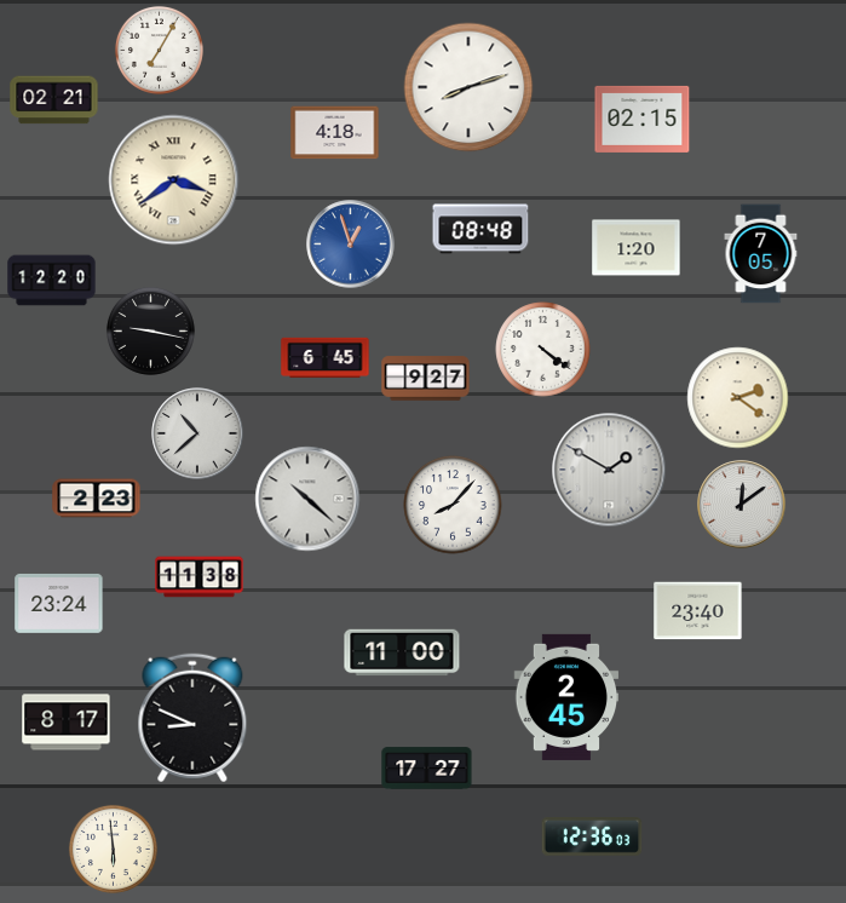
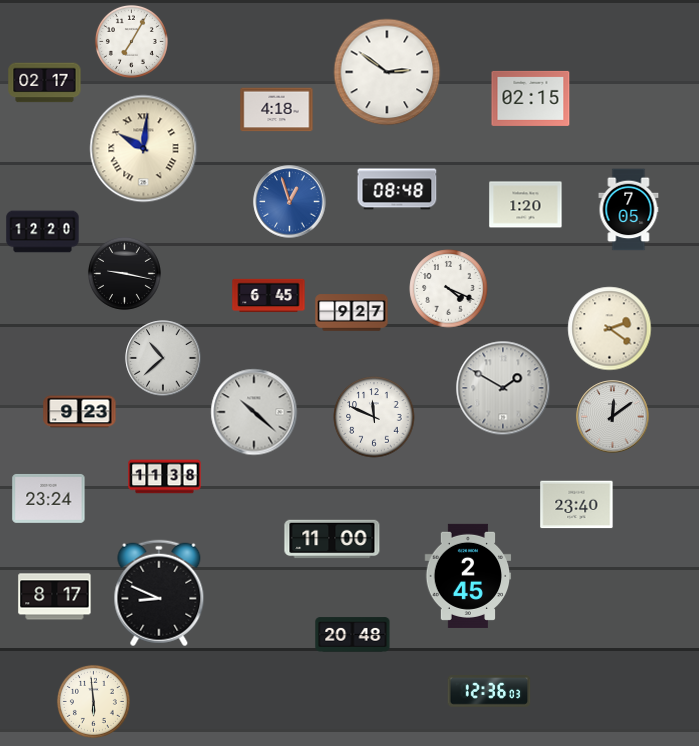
clock at (468, 87): 8:12 -> 2:51
clock at (54, 100): 02:21 -> 02:17
clock at (174, 180): 3:39 -> 10:01
clock at (543, 350): 4:21 -> 4:19
clock at (97, 499): 2:23 -> 9:23
clock at (453, 505): 8:07 -> 11:49
clock at (427, 769): 17:27 -> 20:48
